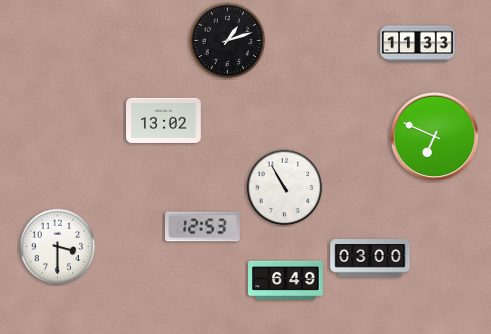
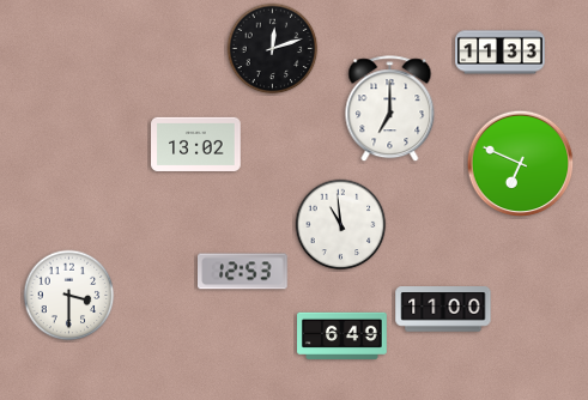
clock at (228, 41): 1:12 -> 12:12
clock at (390, 109): none -> 7:00
clock at (285, 188): 10:55 -> 10:59
clock at (370, 258): 03:00 -> 11:00
